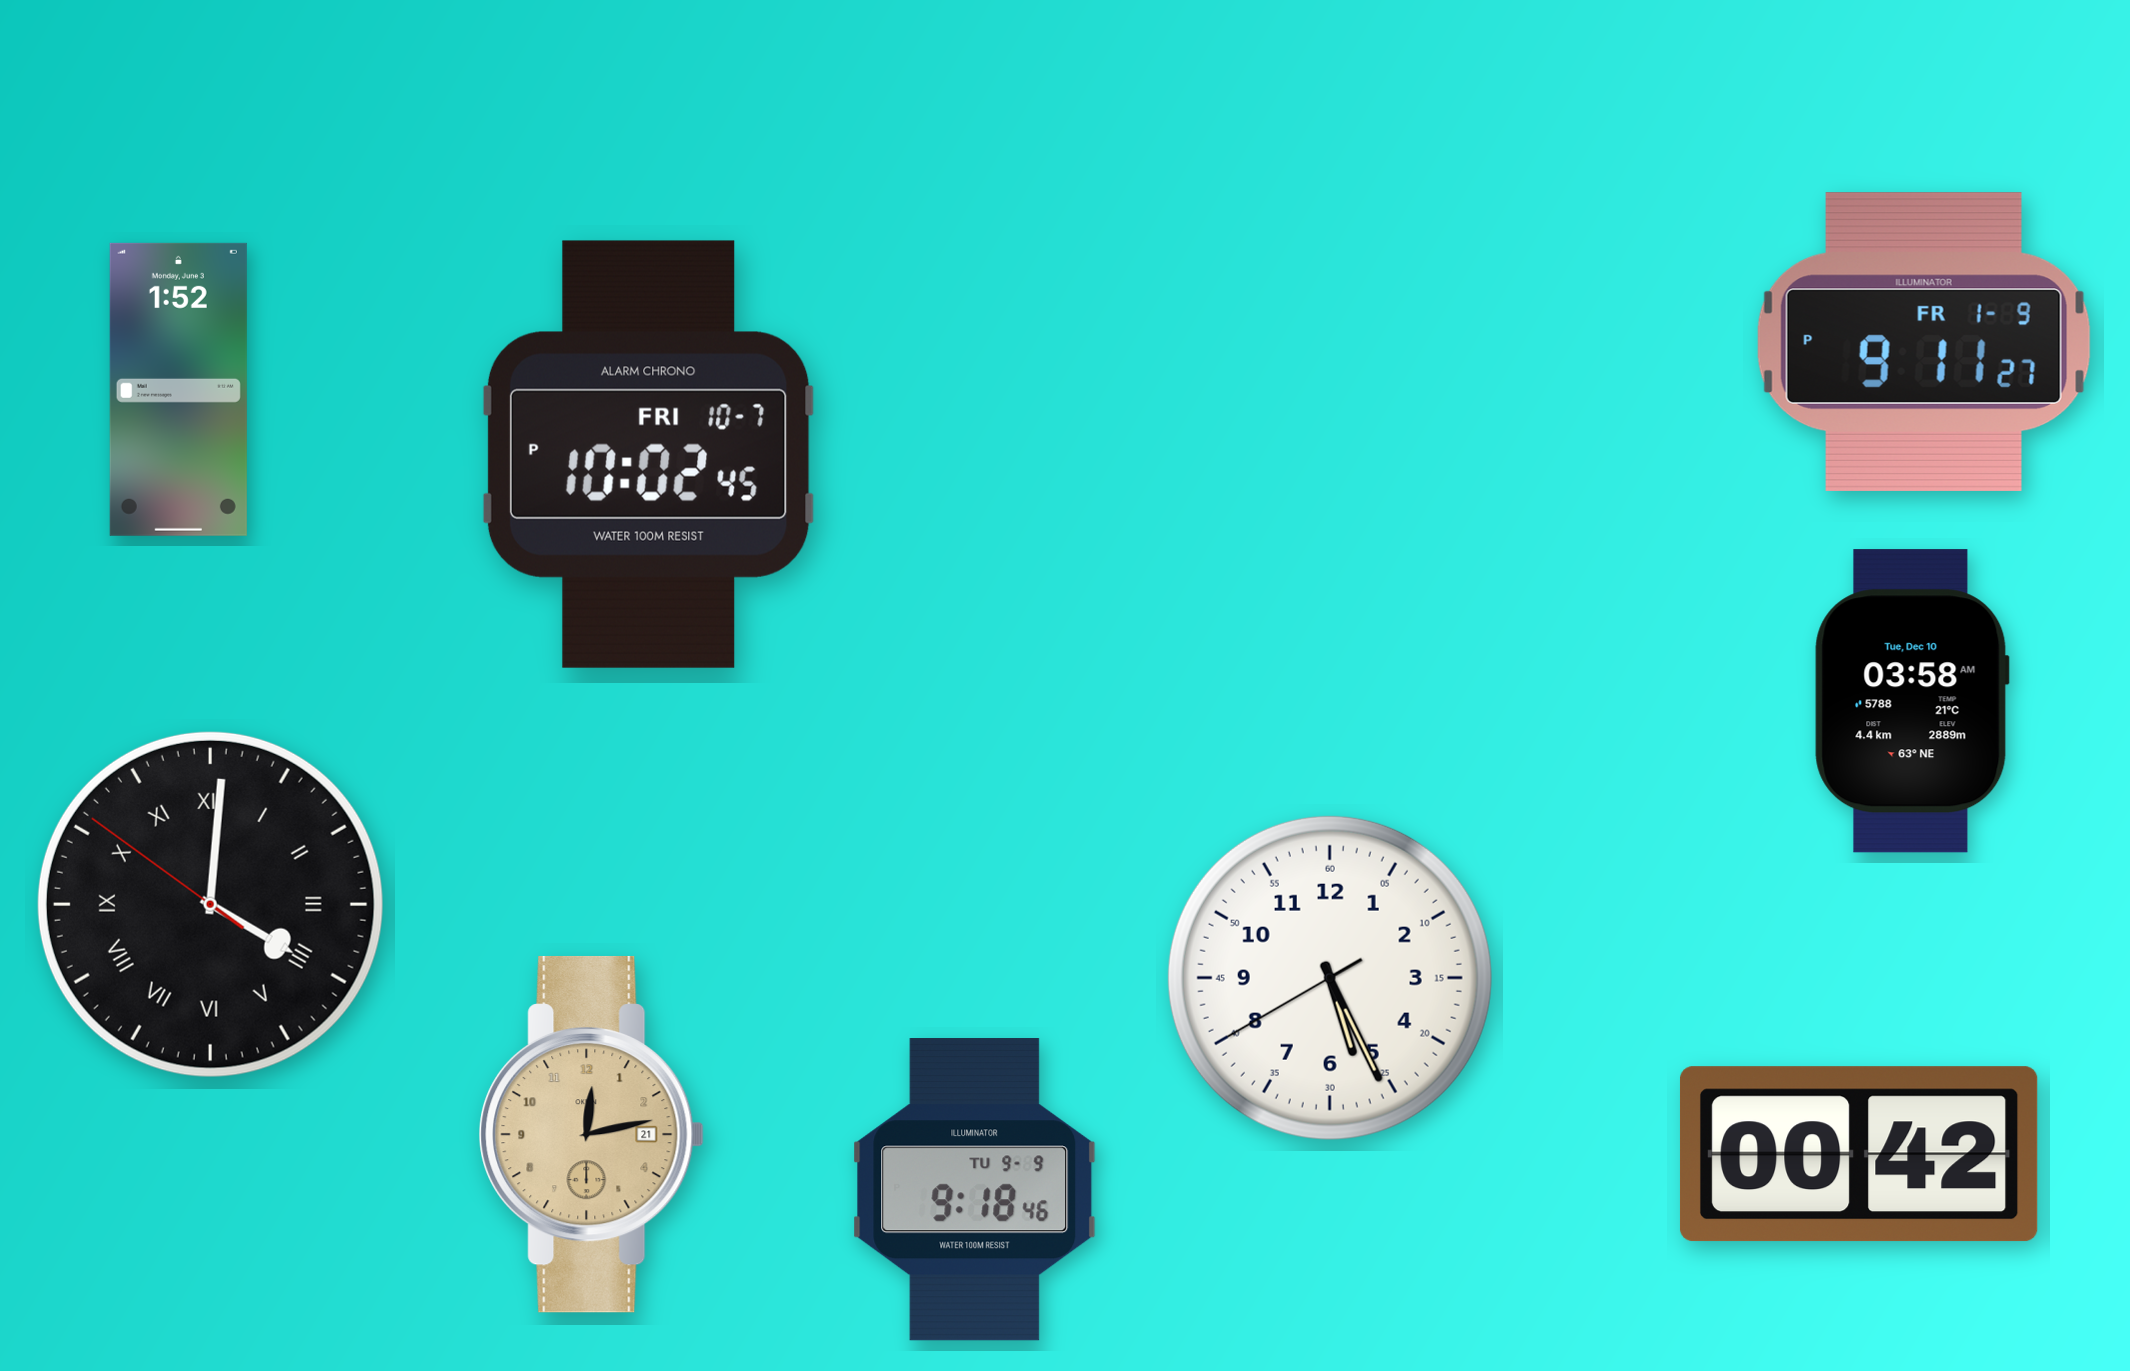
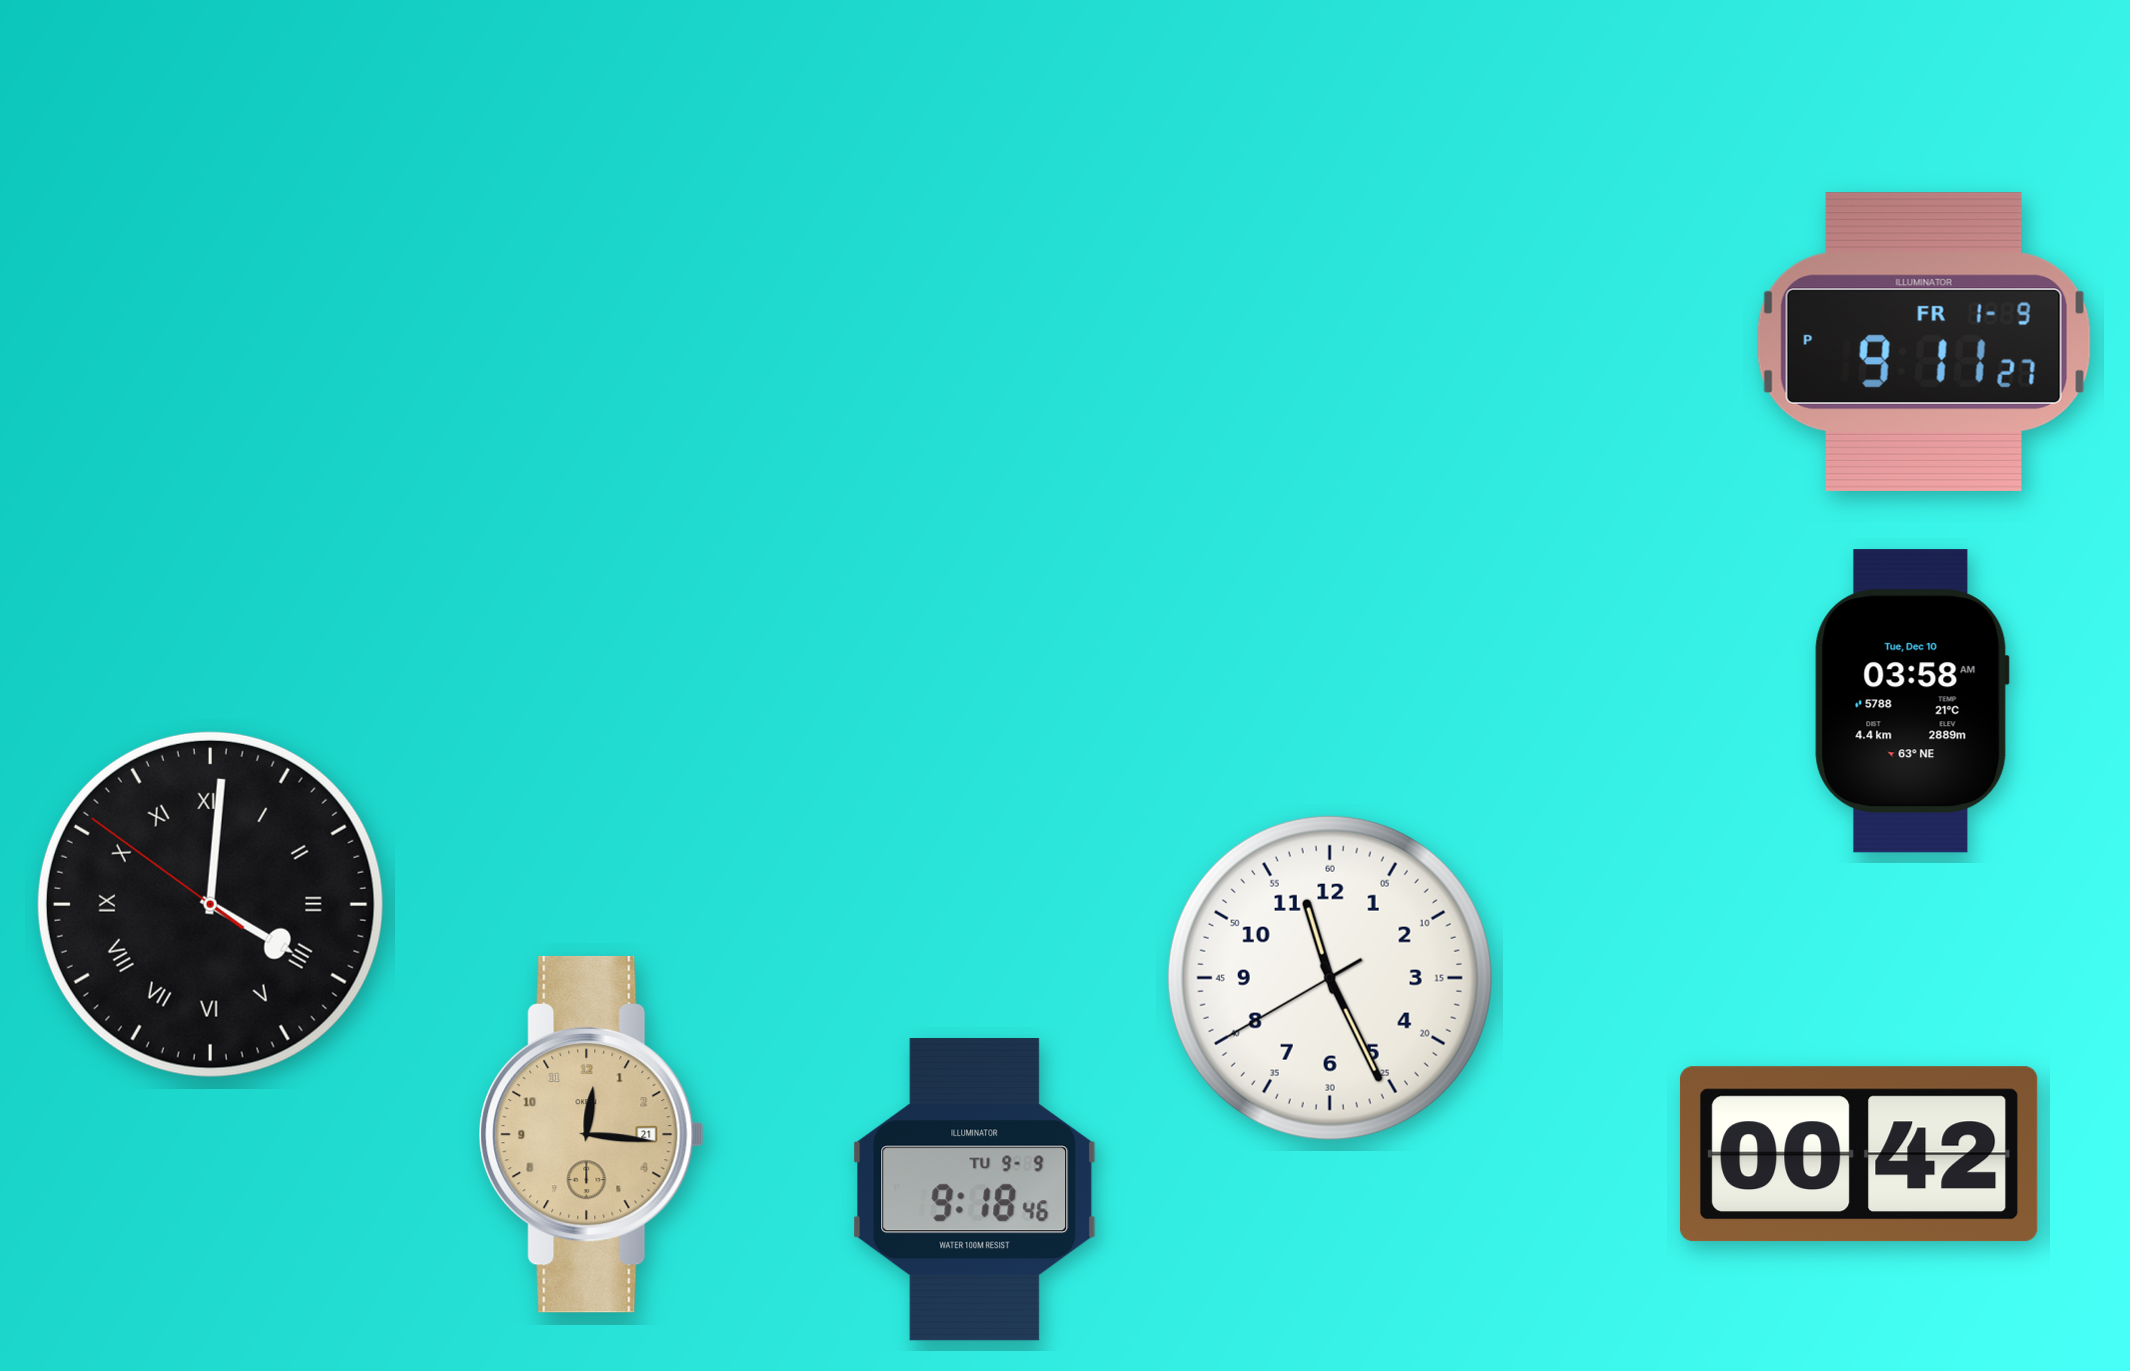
clock at (178, 389): 1:52 -> none
clock at (648, 454): 10:02 -> none
clock at (1330, 978): 5:25 -> 11:25
clock at (591, 1134): 12:13 -> 12:16
